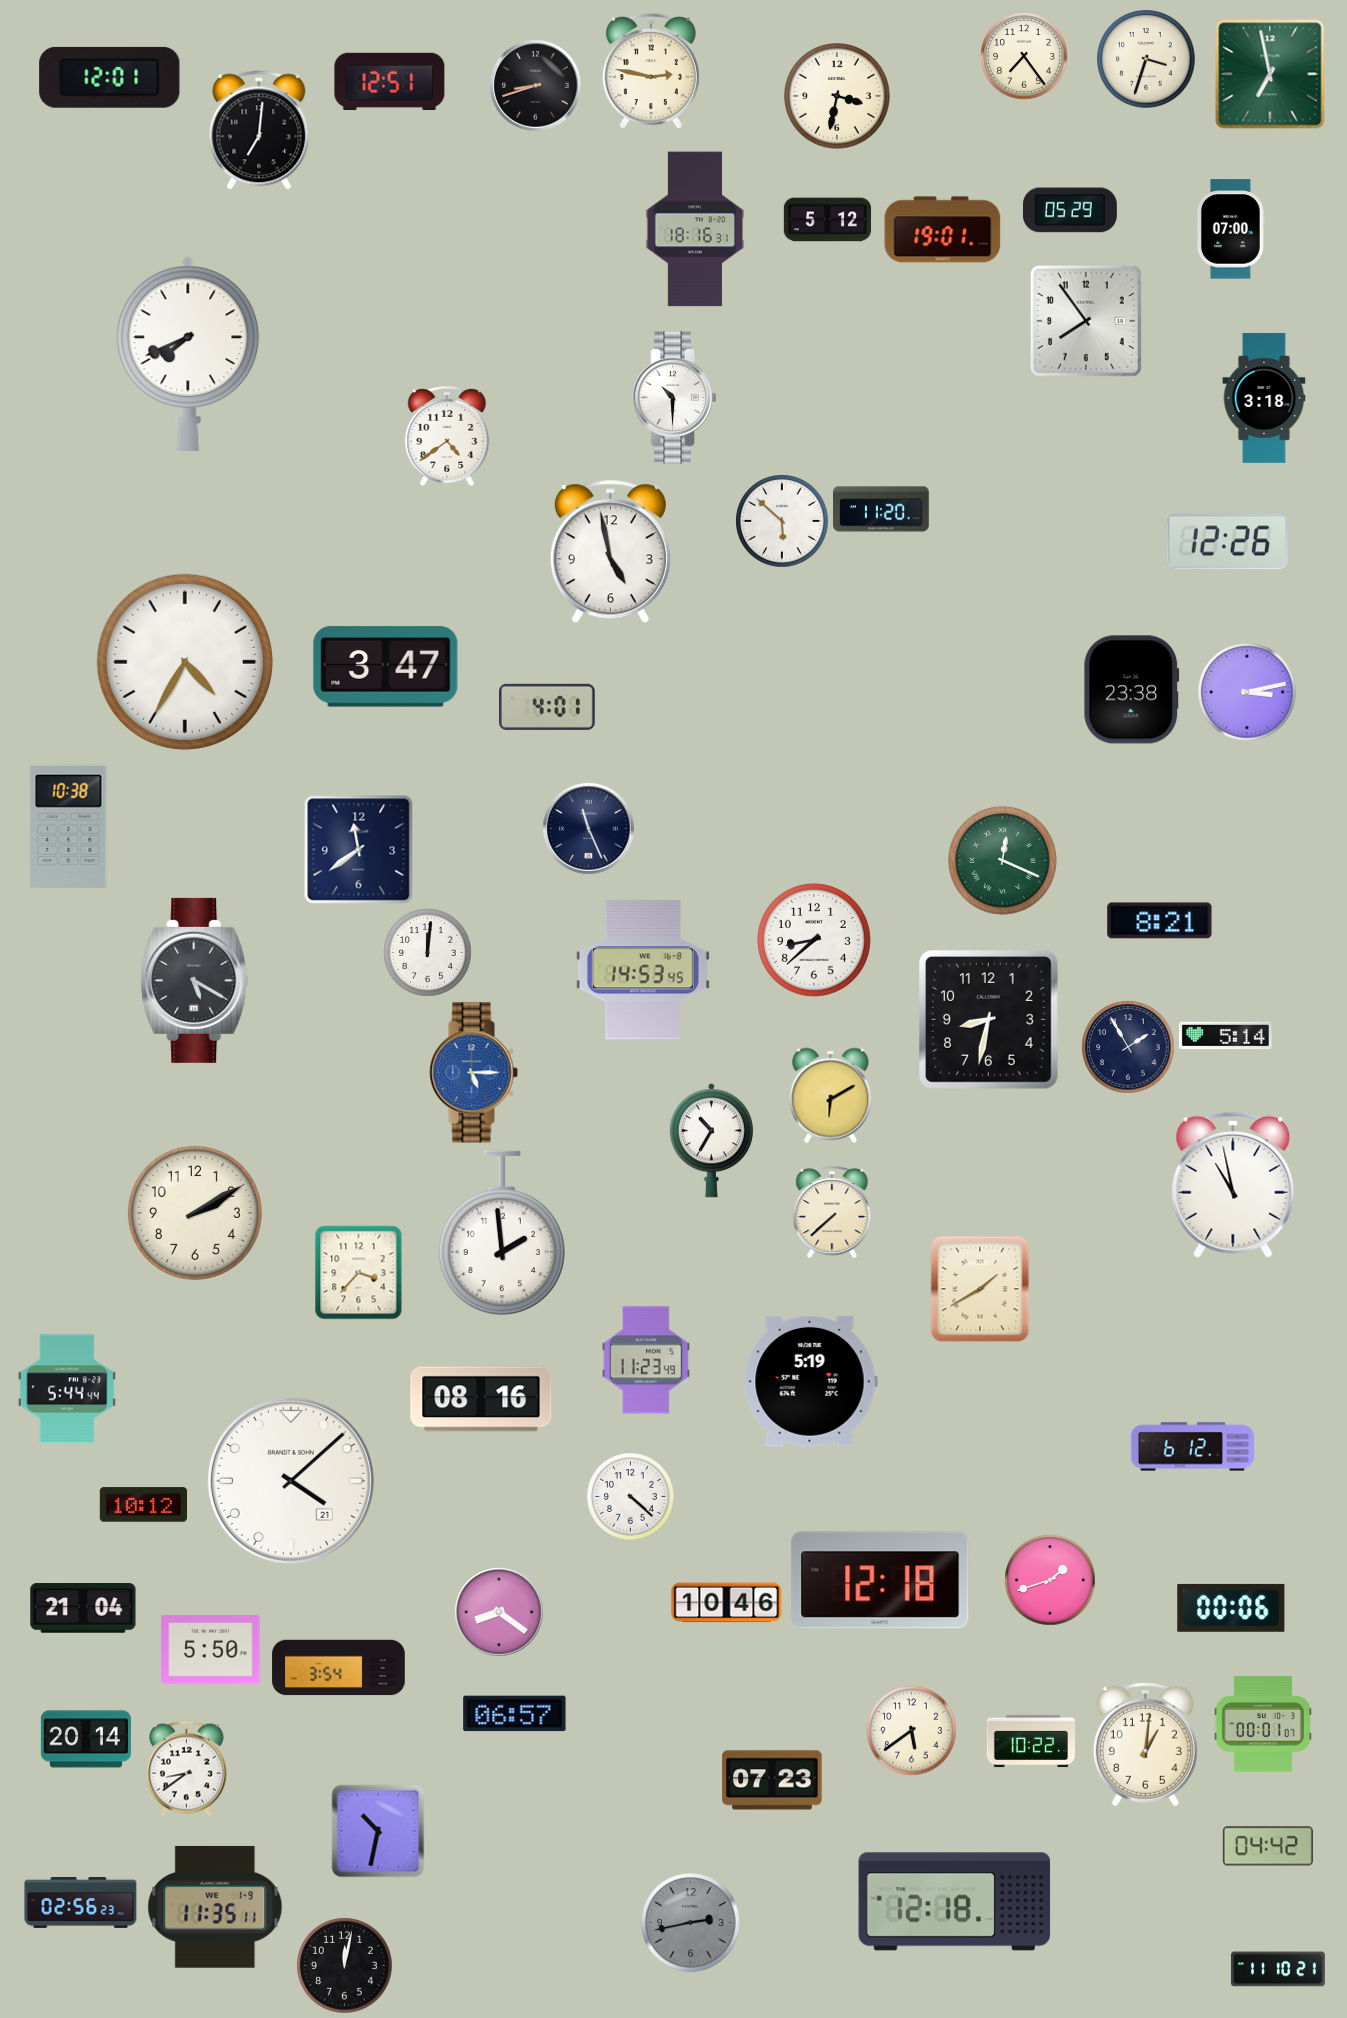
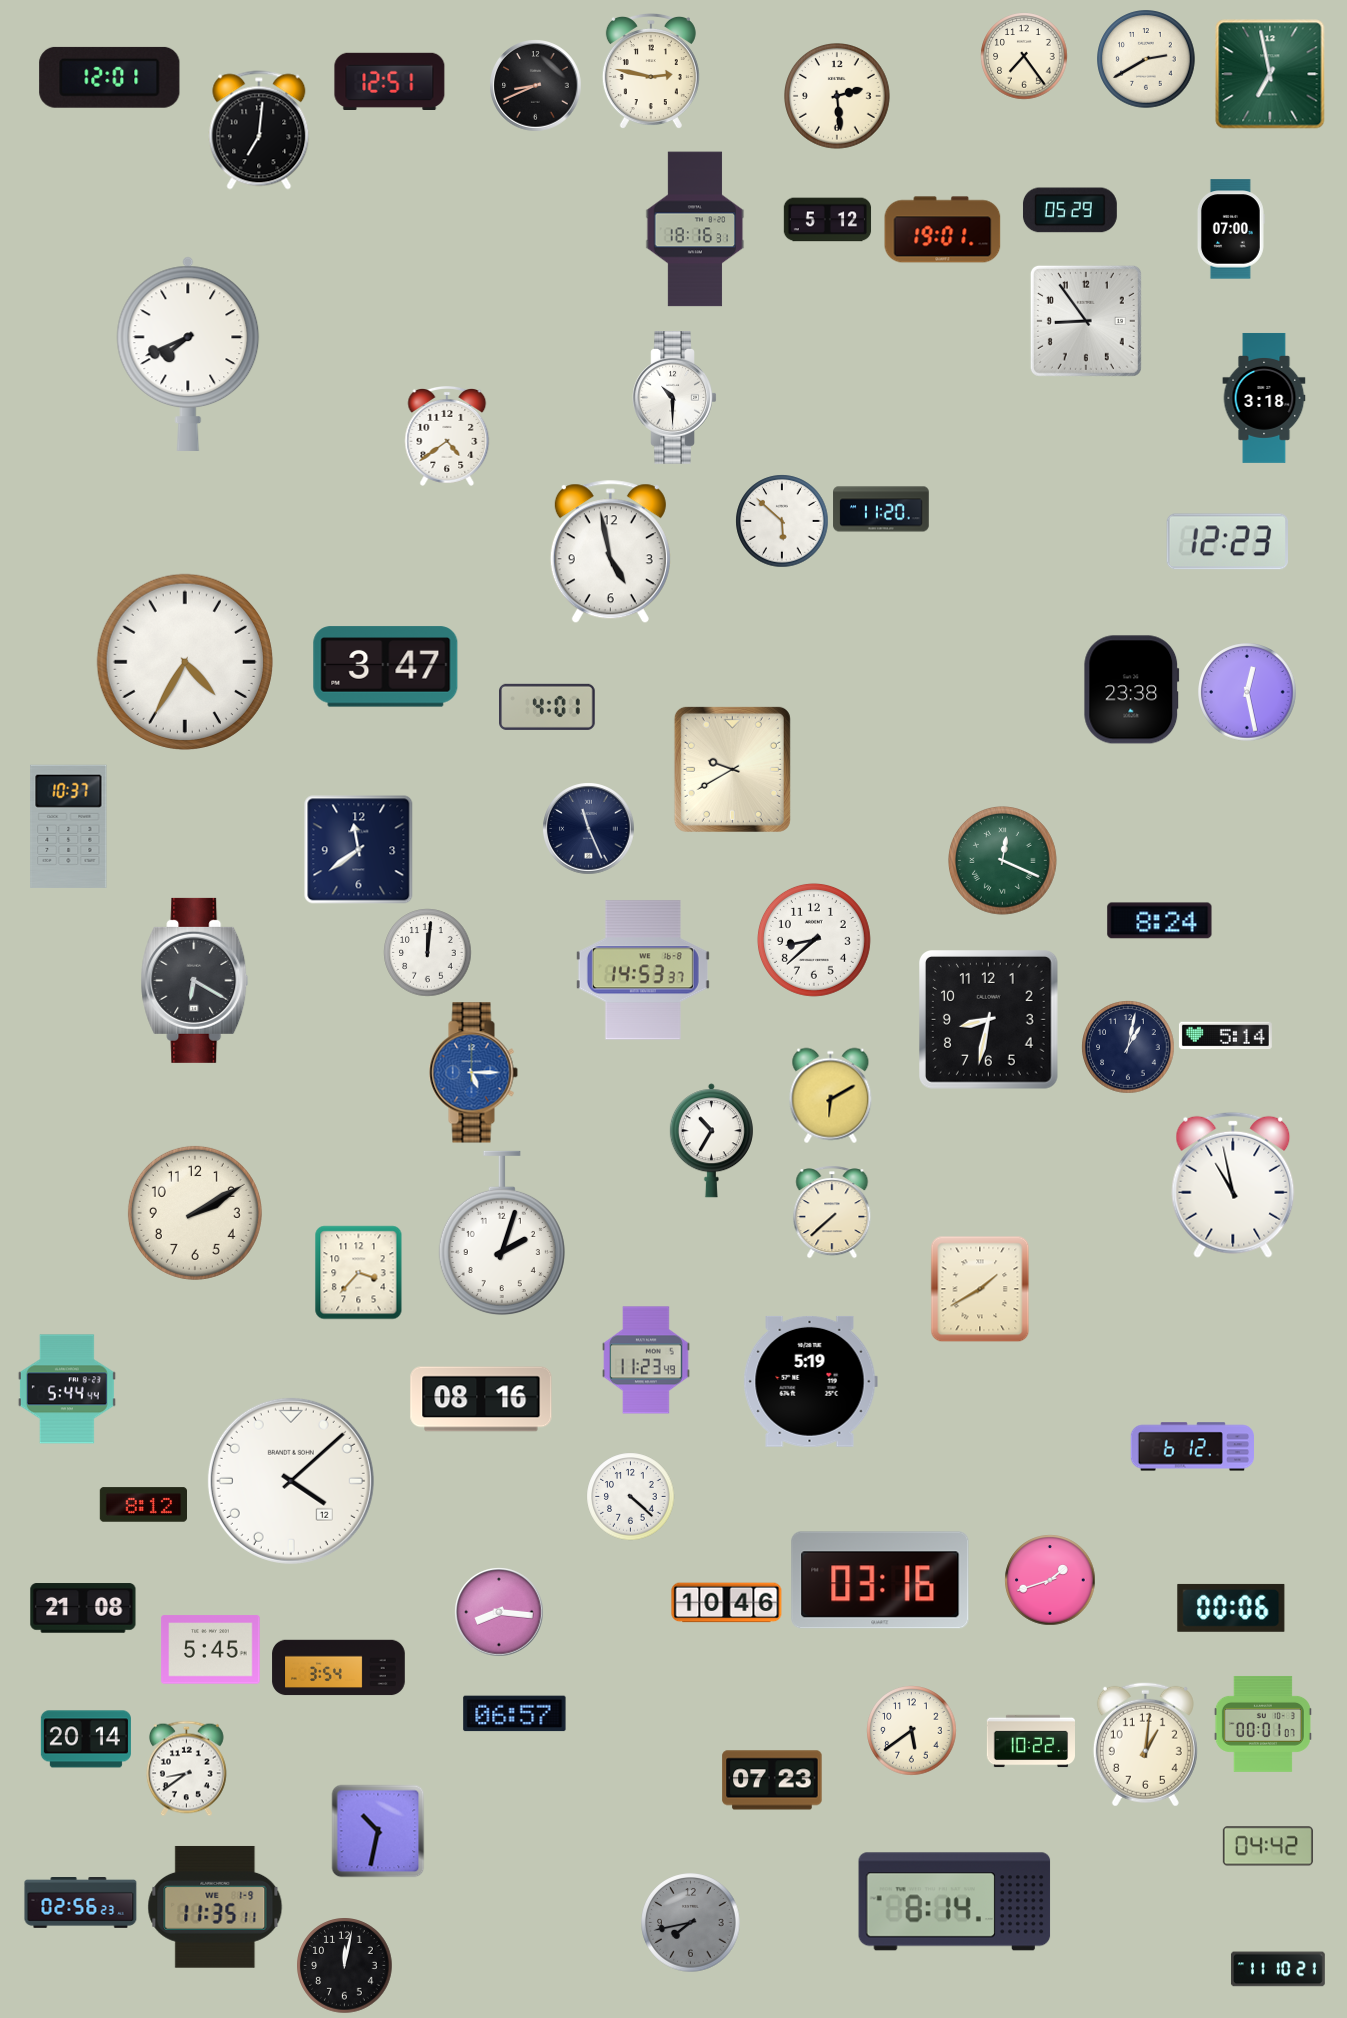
clock at (1146, 59): 3:33 -> 2:40
clock at (536, 86): 8:42 -> 8:41
clock at (838, 97): 3:32 -> 2:29
clock at (1086, 321): 7:54 -> 8:54
clock at (1227, 542): 12:26 -> 12:23
clock at (1247, 692): 3:13 -> 12:28
clock at (732, 769): none -> 9:40
clock at (69, 826): 10:38 -> 10:37
clock at (1160, 921): 8:21 -> 8:24
clock at (643, 970): 14:53:45 -> 14:53:37
clock at (195, 980): 5:20 -> 6:20
clock at (1128, 1047): 1:55 -> 1:02
clock at (502, 1233): 1:59 -> 2:03
clock at (291, 1481) date: 21 -> 12
clock at (143, 1505): 10:12 -> 8:12
clock at (880, 1580): 12:18 -> 03:16
clock at (83, 1608): 21:04 -> 21:08
clock at (499, 1612): 8:21 -> 8:16
clock at (211, 1650): 5:50 -> 5:45
clock at (955, 1902): 12:18 -> 8:14
clock at (691, 1923): 2:43 -> 7:43
